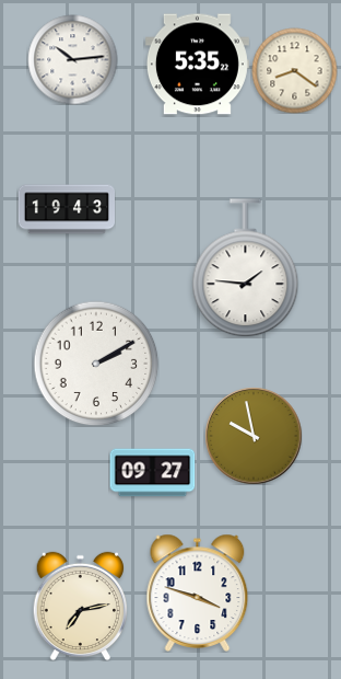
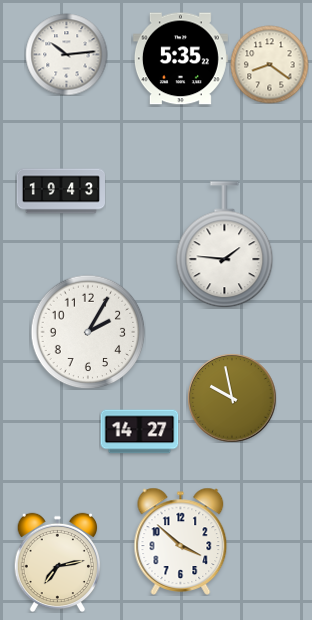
clock at (96, 364): 2:10 -> 2:05
clock at (152, 473): 09:27 -> 14:27
clock at (198, 592): 3:48 -> 3:52
clock at (80, 606) position: (80, 606) -> (57, 562)
